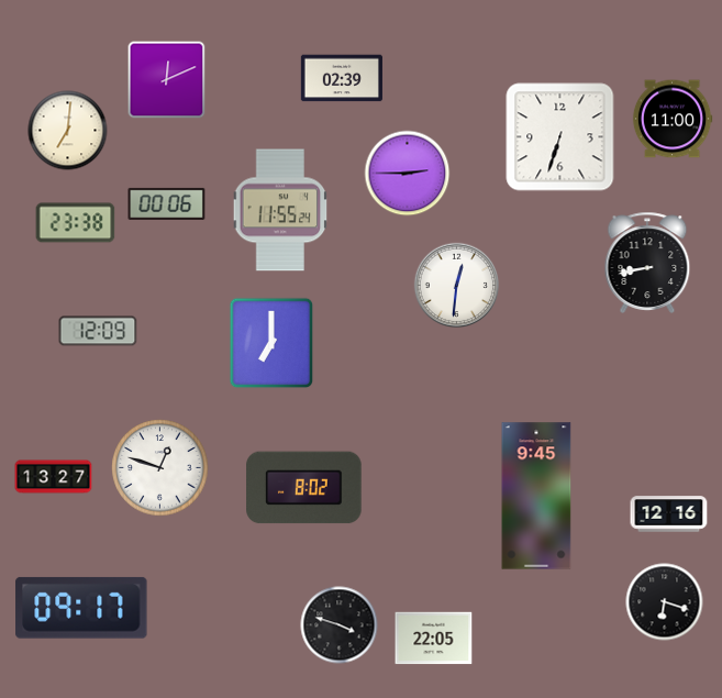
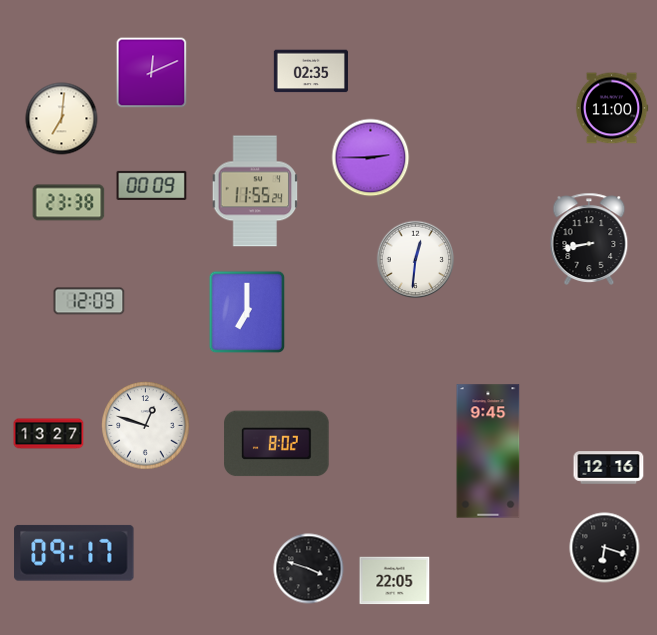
clock at (342, 78): 02:39 -> 02:35
clock at (560, 137): 6:33 -> none
clock at (167, 203): 00:06 -> 00:09
